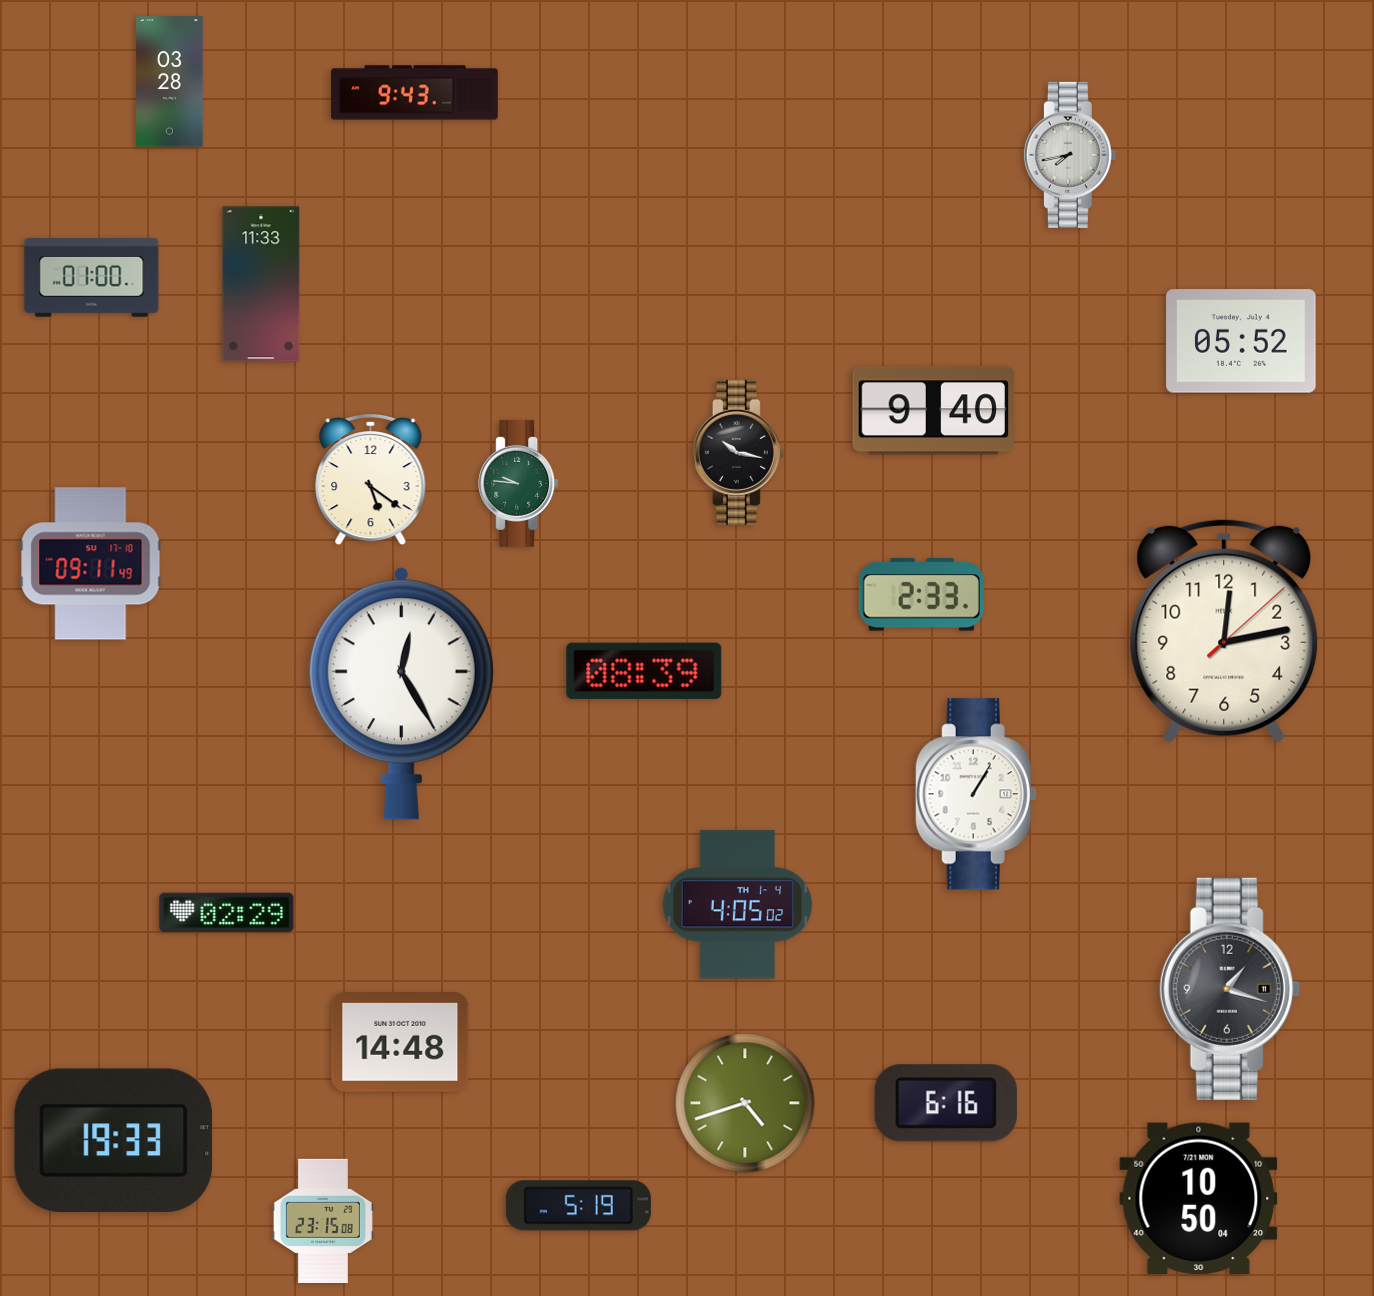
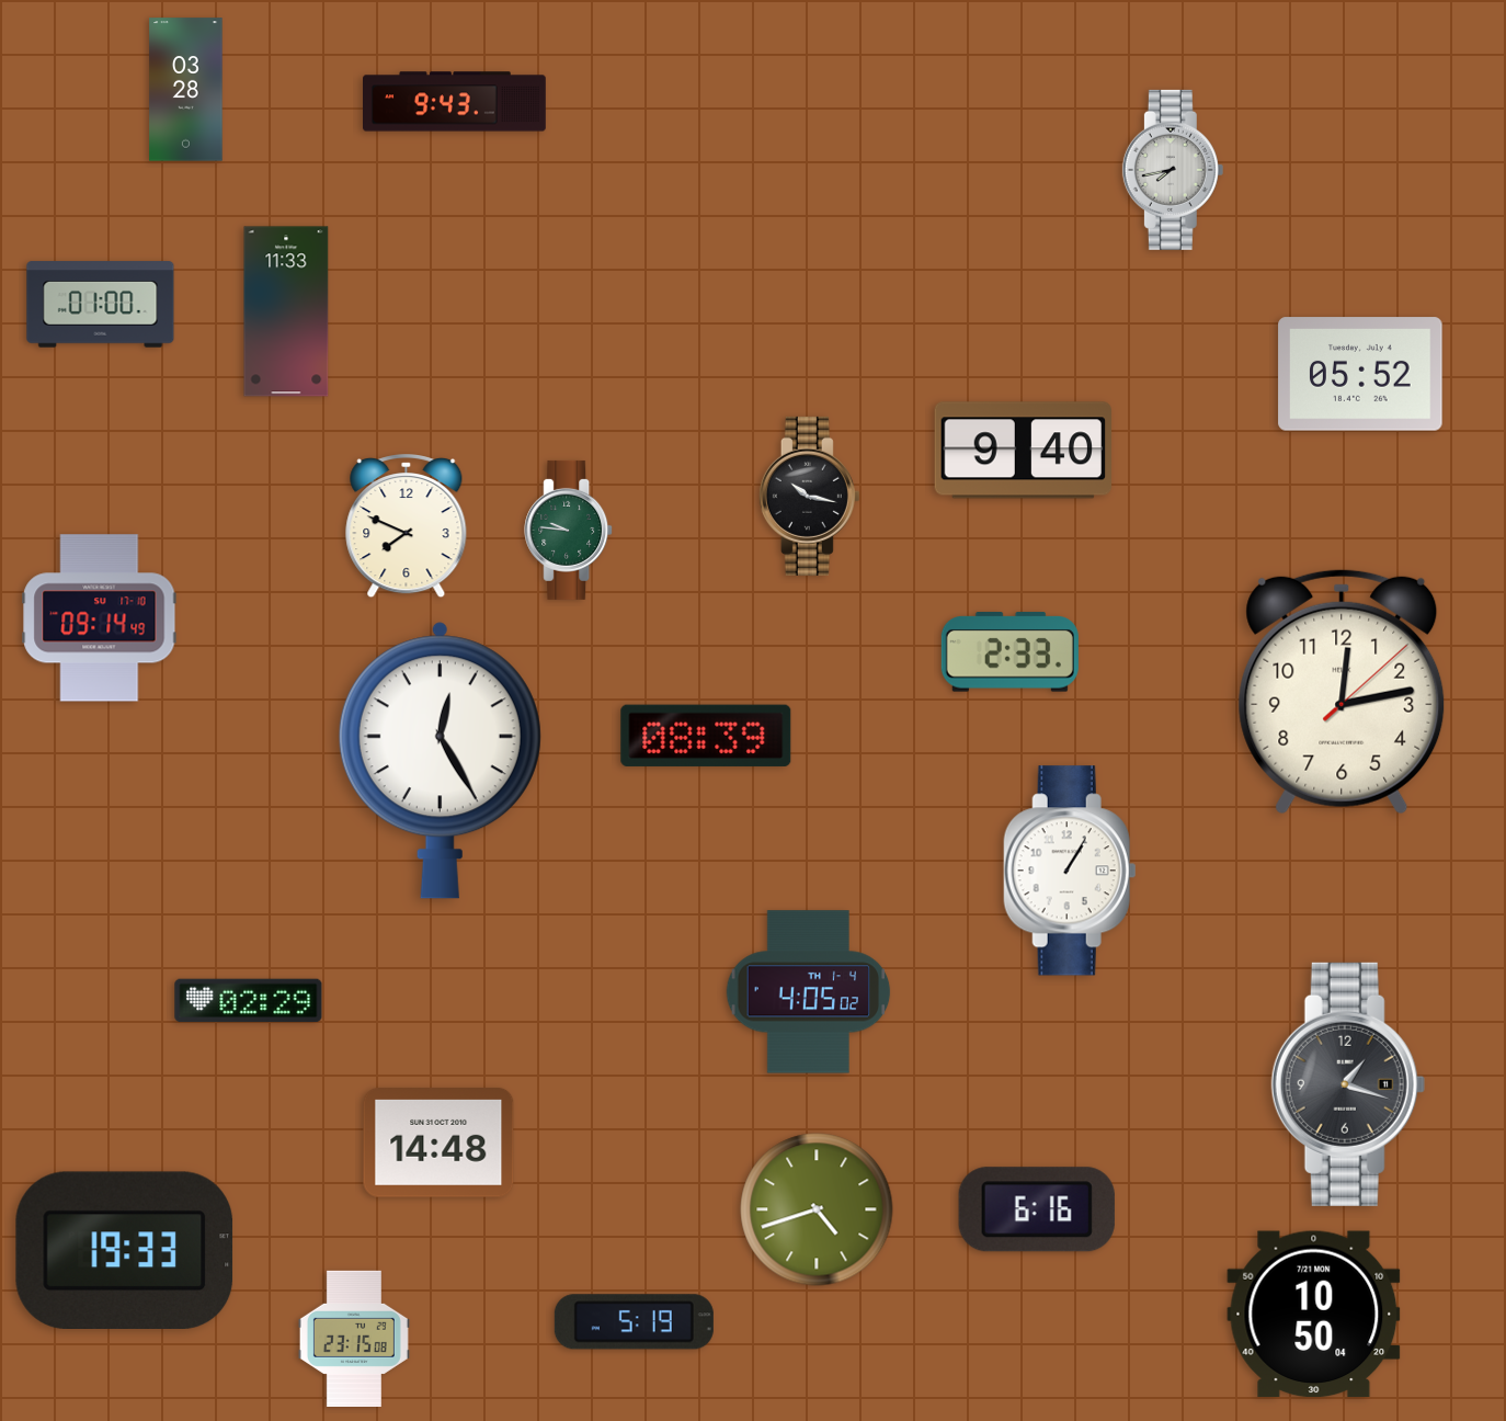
clock at (371, 481): 5:21 -> 7:49
clock at (91, 564): 09:11 -> 09:14
